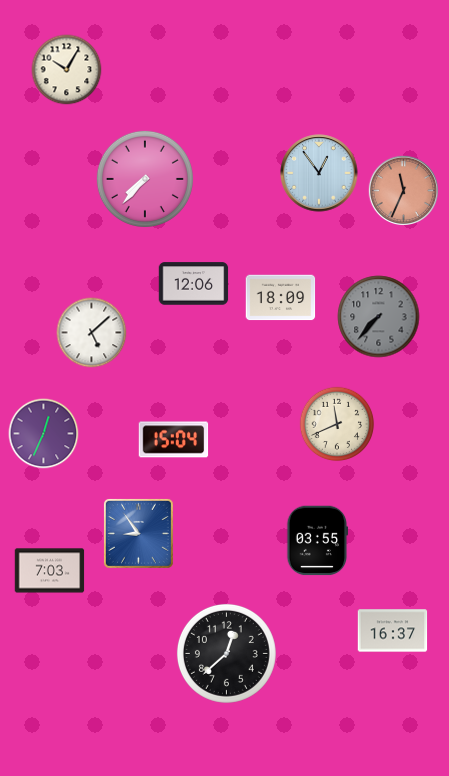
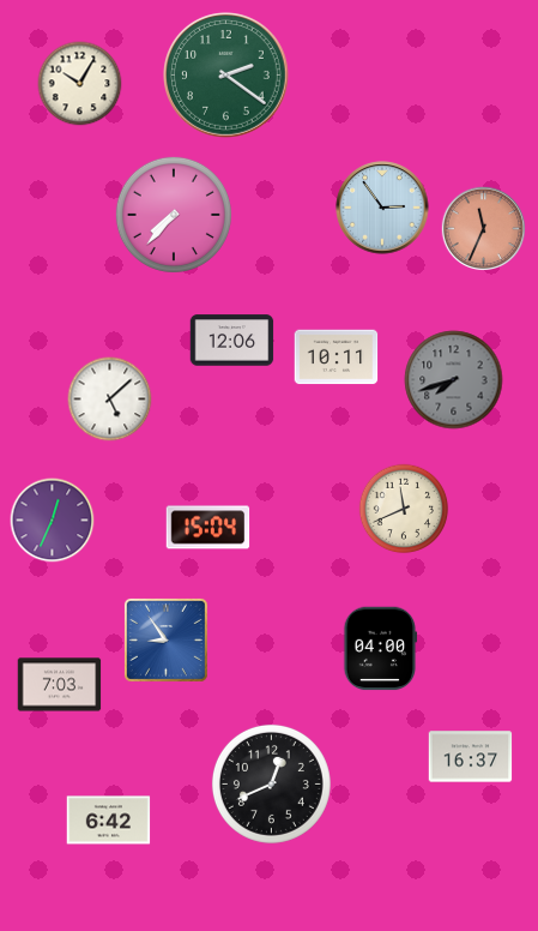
clock at (226, 76): none -> 2:21
clock at (319, 173): 12:54 -> 2:54
clock at (281, 298): 18:09 -> 10:11
clock at (379, 317): 7:37 -> 7:42
clock at (317, 541): 03:55 -> 04:00
clock at (226, 653): 12:38 -> 12:41
clock at (109, 821): none -> 6:42
